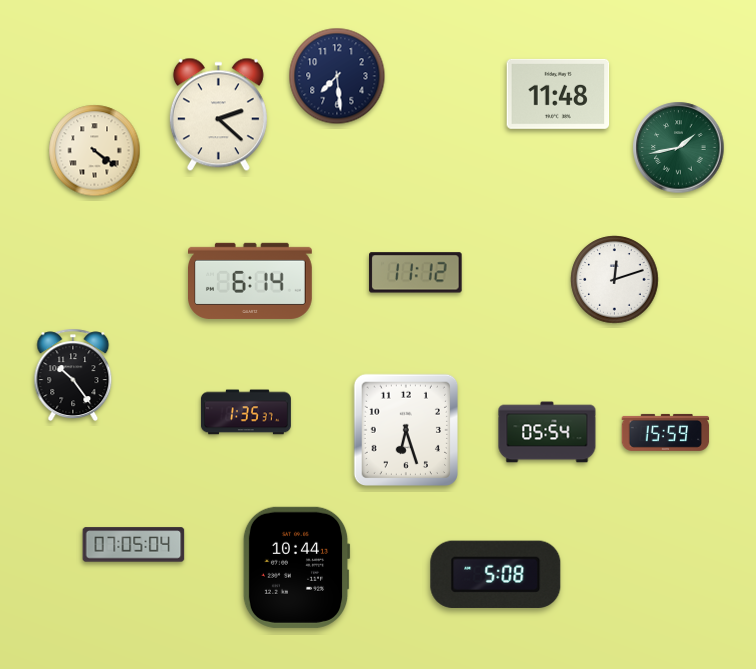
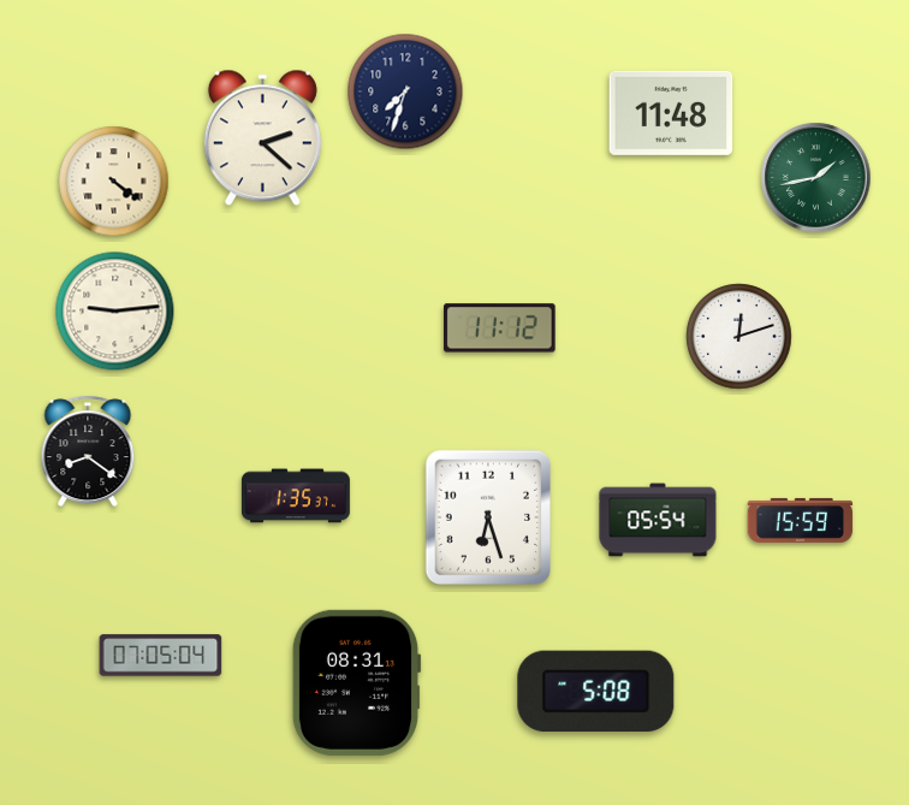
clock at (337, 76): 7:29 -> 7:33
clock at (115, 312): none -> 9:14
clock at (251, 281): 6:14 -> none
clock at (73, 375): 10:24 -> 8:21
clock at (296, 567): 10:44 -> 08:31
